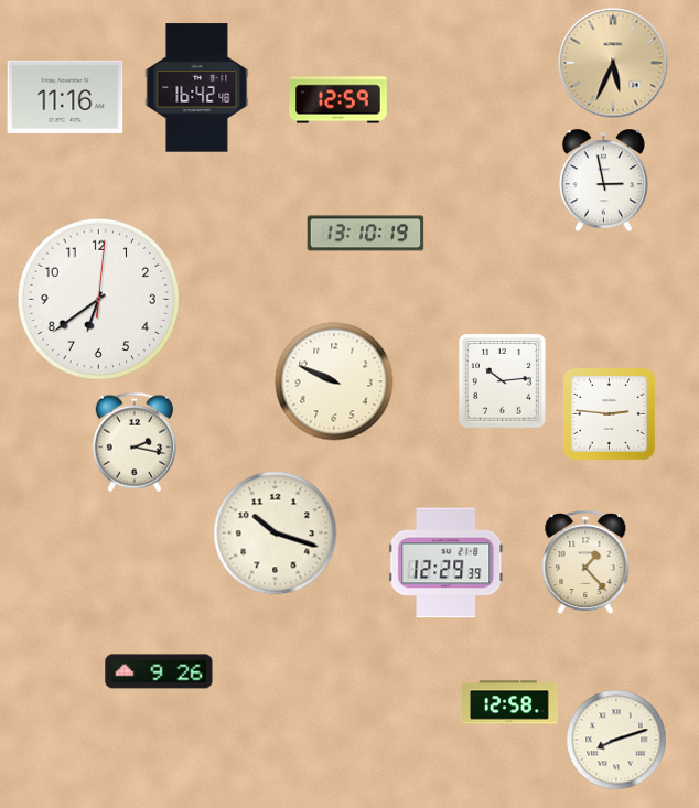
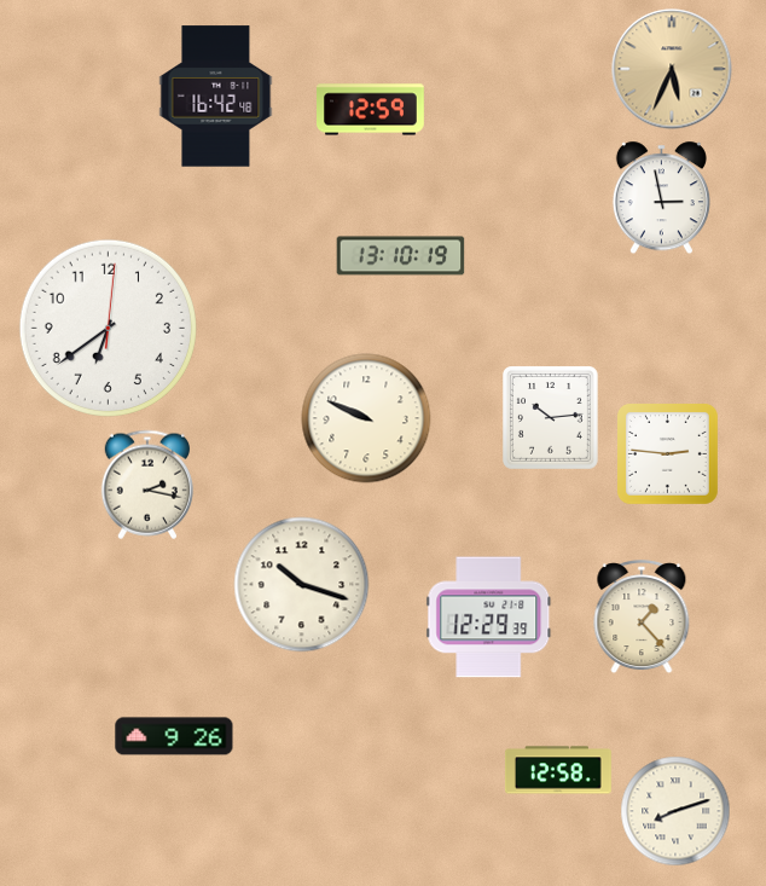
clock at (65, 97): 11:16 -> none
